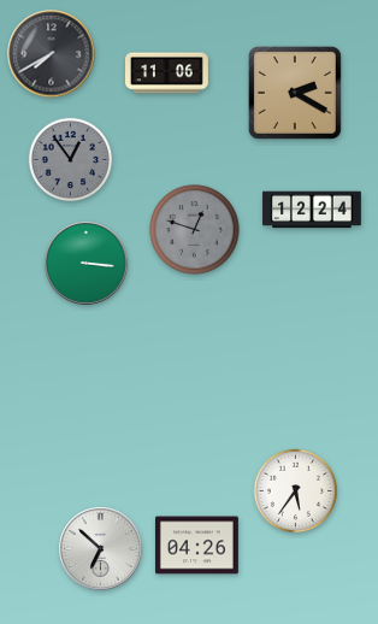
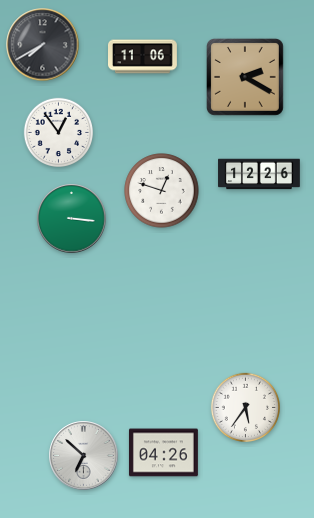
clock at (167, 73) position: (167, 73) -> (143, 57)
clock at (71, 160) dial: grey -> white
clock at (312, 210): 12:24 -> 12:26
clock at (195, 230) dial: grey -> white
